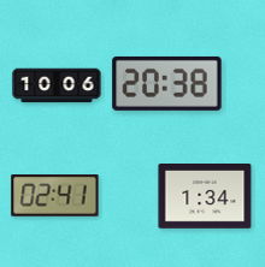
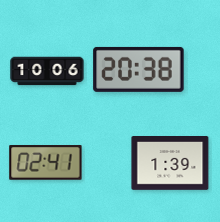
clock at (205, 197): 1:34 -> 1:39
